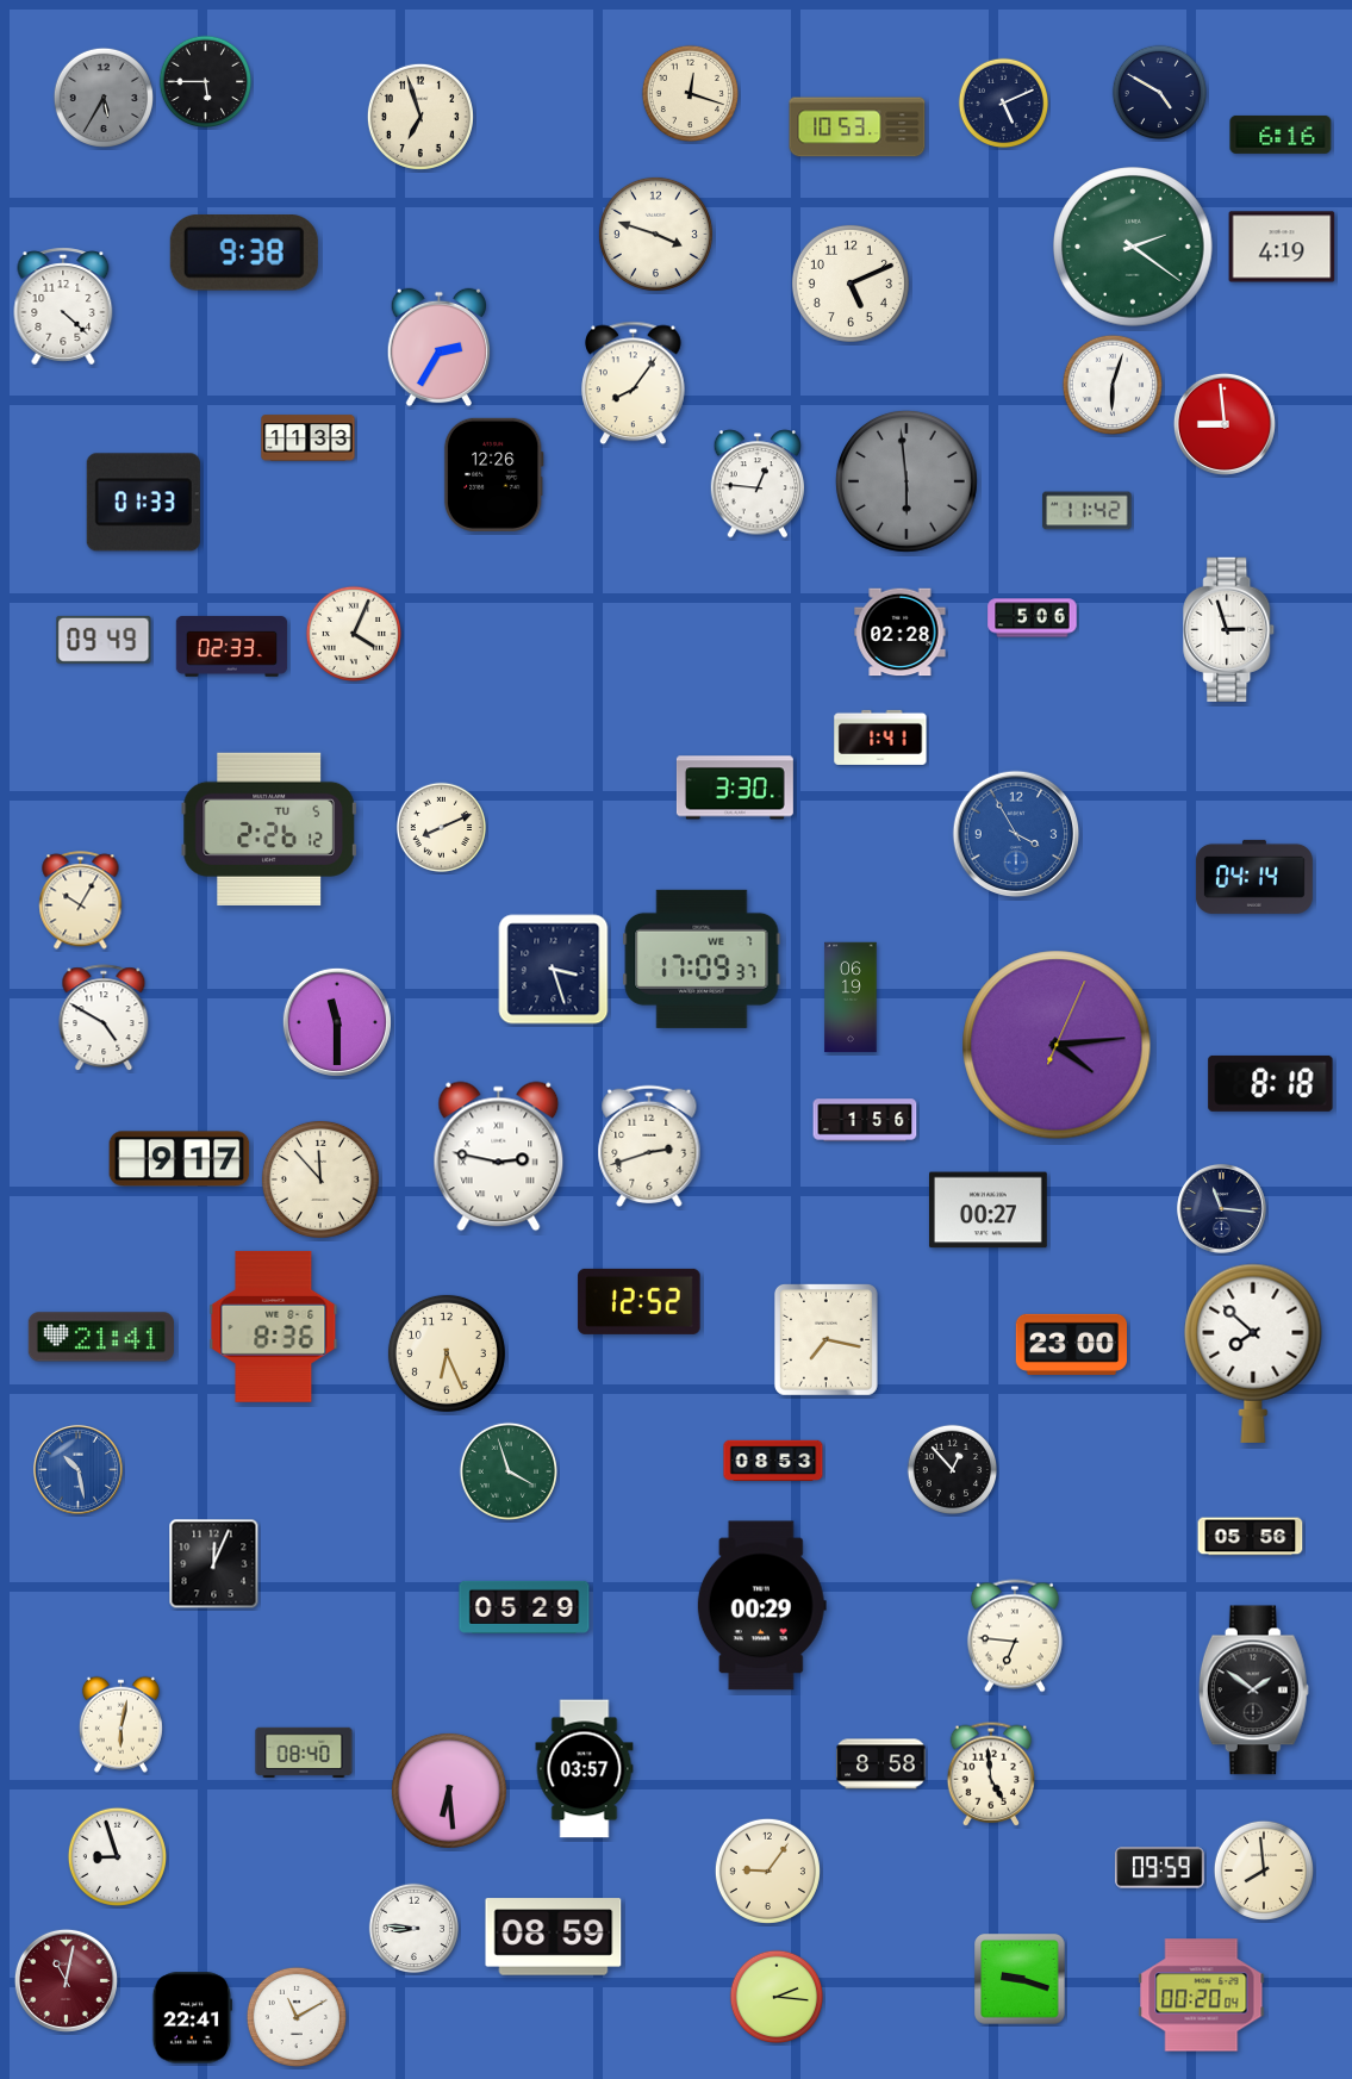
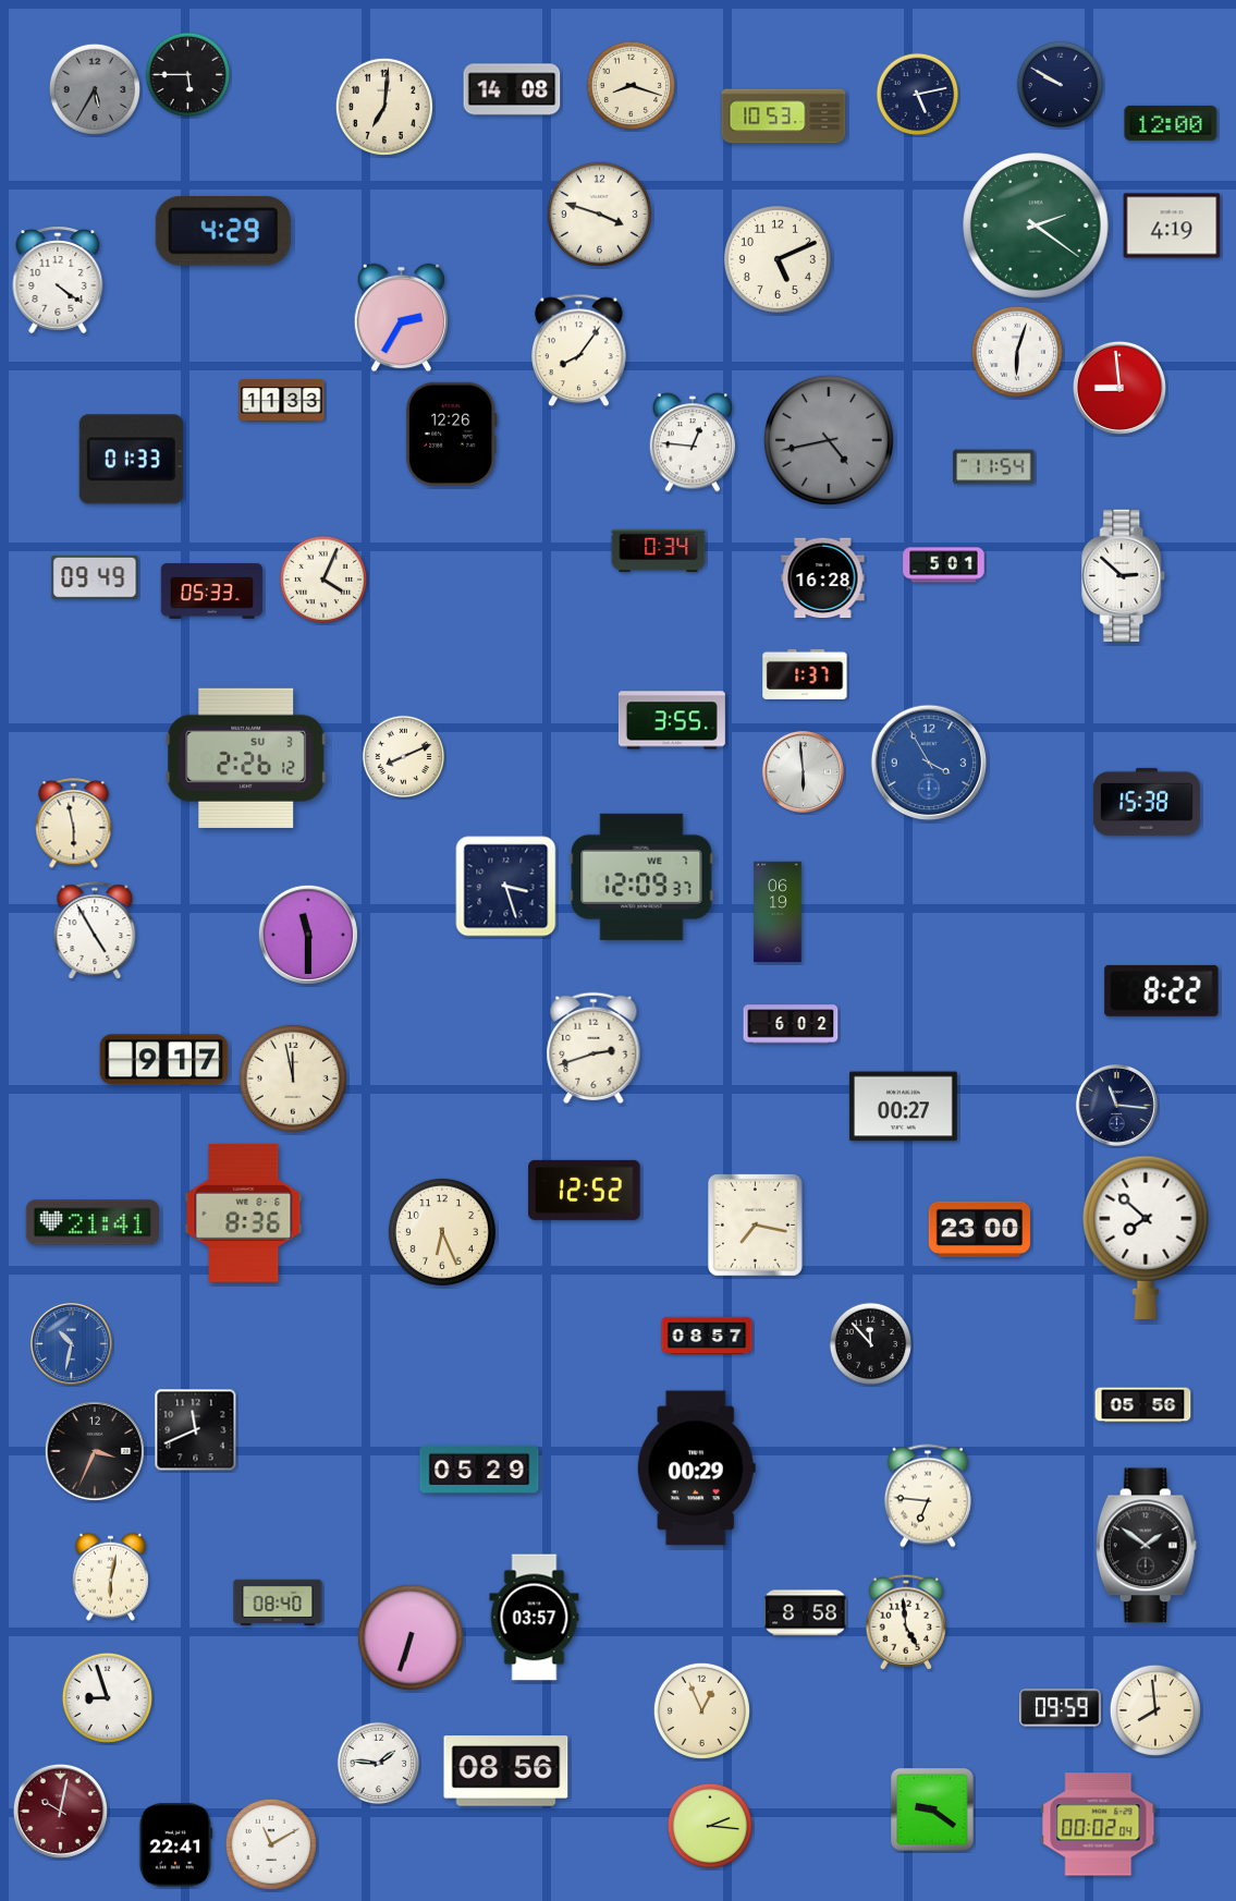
clock at (1159, 92): 4:50 -> 9:50
clock at (690, 93): 12:18 -> 8:18
clock at (512, 89): none -> 14:08
clock at (1004, 104): 5:11 -> 5:13
clock at (420, 117): 6:57 -> 7:01
clock at (1281, 135): 6:16 -> 12:00
clock at (244, 254): 9:38 -> 4:29
clock at (63, 306): 4:22 -> 4:21
clock at (906, 481): 5:59 -> 4:43
clock at (1088, 511): 11:42 -> 11:54
clock at (659, 550): none -> 0:34
clock at (1033, 618): 5:06 -> 5:01
clock at (1229, 629): 2:57 -> 2:52
clock at (901, 633): 02:28 -> 16:28
clock at (104, 640) position: (104, 640) -> (95, 577)
clock at (232, 647): 02:33 -> 05:33
clock at (880, 737): 1:41 -> 1:37
clock at (735, 788): 3:30 -> 3:55
clock at (269, 829) date: TU 5 -> SU 3
clock at (803, 771): none -> 5:59
clock at (1254, 877): 04:14 -> 15:38
clock at (81, 901): 10:05 -> 5:58
clock at (702, 959): 17:09 -> 12:09
clock at (104, 1019): 4:50 -> 4:55
clock at (1057, 1045): 4:14 -> none
clock at (1271, 1083): 8:18 -> 8:22
clock at (865, 1120): 1:56 -> 6:02
clock at (499, 1157): 2:47 -> none
clock at (320, 1179): 11:53 -> 11:58
clock at (274, 1326) position: (274, 1326) -> (244, 1213)
clock at (447, 1353) position: (447, 1353) -> (442, 1232)
clock at (773, 1461): 08:53 -> 08:57
clock at (77, 1469): 10:28 -> 10:32
clock at (507, 1470): 3:57 -> none
clock at (953, 1470): 12:53 -> 11:53
clock at (214, 1564): 12:04 -> 11:41
clock at (95, 1451): none -> 3:34
clock at (449, 1791): 6:29 -> 6:33
clock at (767, 1871): 9:06 -> 12:56
clock at (415, 1929): 8:46 -> 1:46
clock at (554, 1937): 08:59 -> 08:56
clock at (1020, 1979): 9:18 -> 9:21
clock at (66, 1980): 11:02 -> 10:02
clock at (1202, 1996): 00:20 -> 00:02
